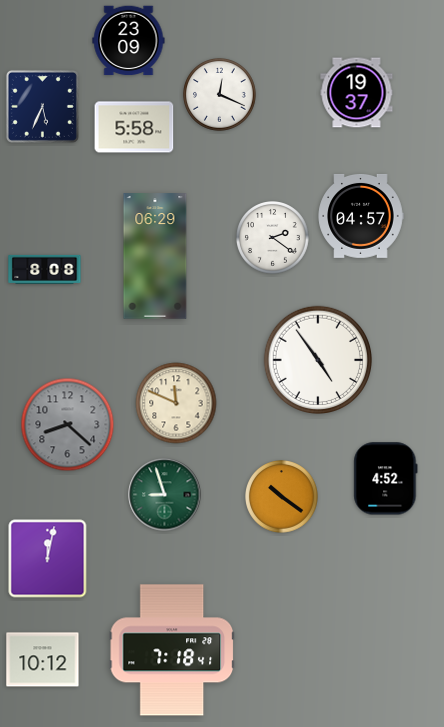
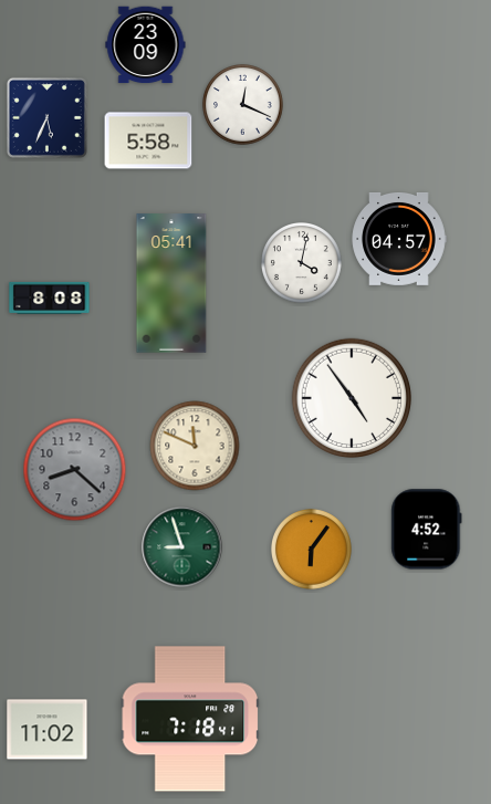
clock at (129, 41) position: (129, 41) -> (146, 45)
clock at (357, 93): 19:37 -> none
clock at (273, 238): 2:21 -> 4:02
clock at (155, 256): 06:29 -> 05:41
clock at (282, 497): 10:21 -> 6:06
clock at (48, 559): 12:02 -> none
clock at (43, 660): 10:12 -> 11:02
